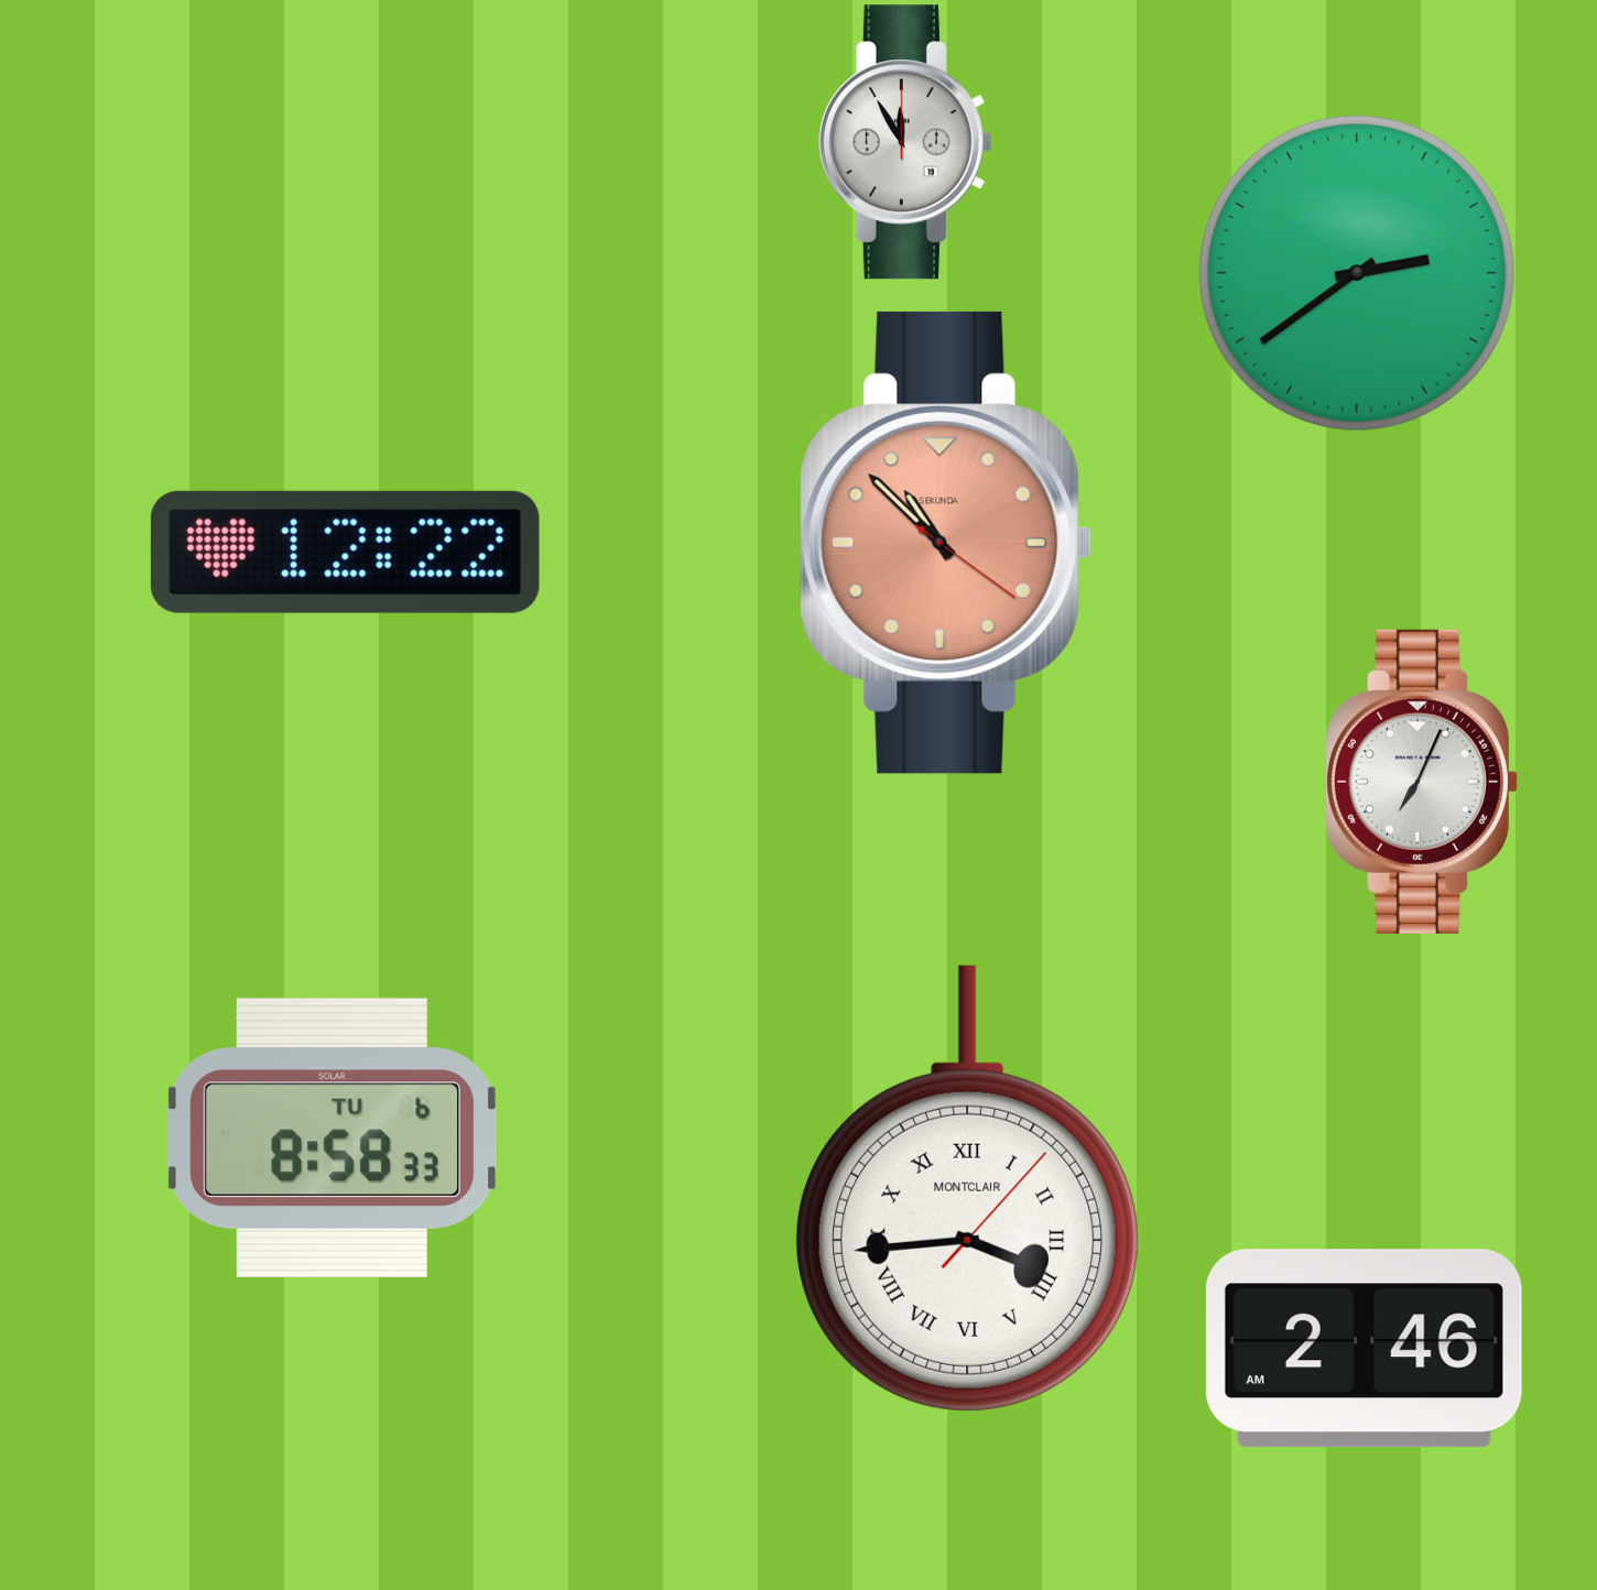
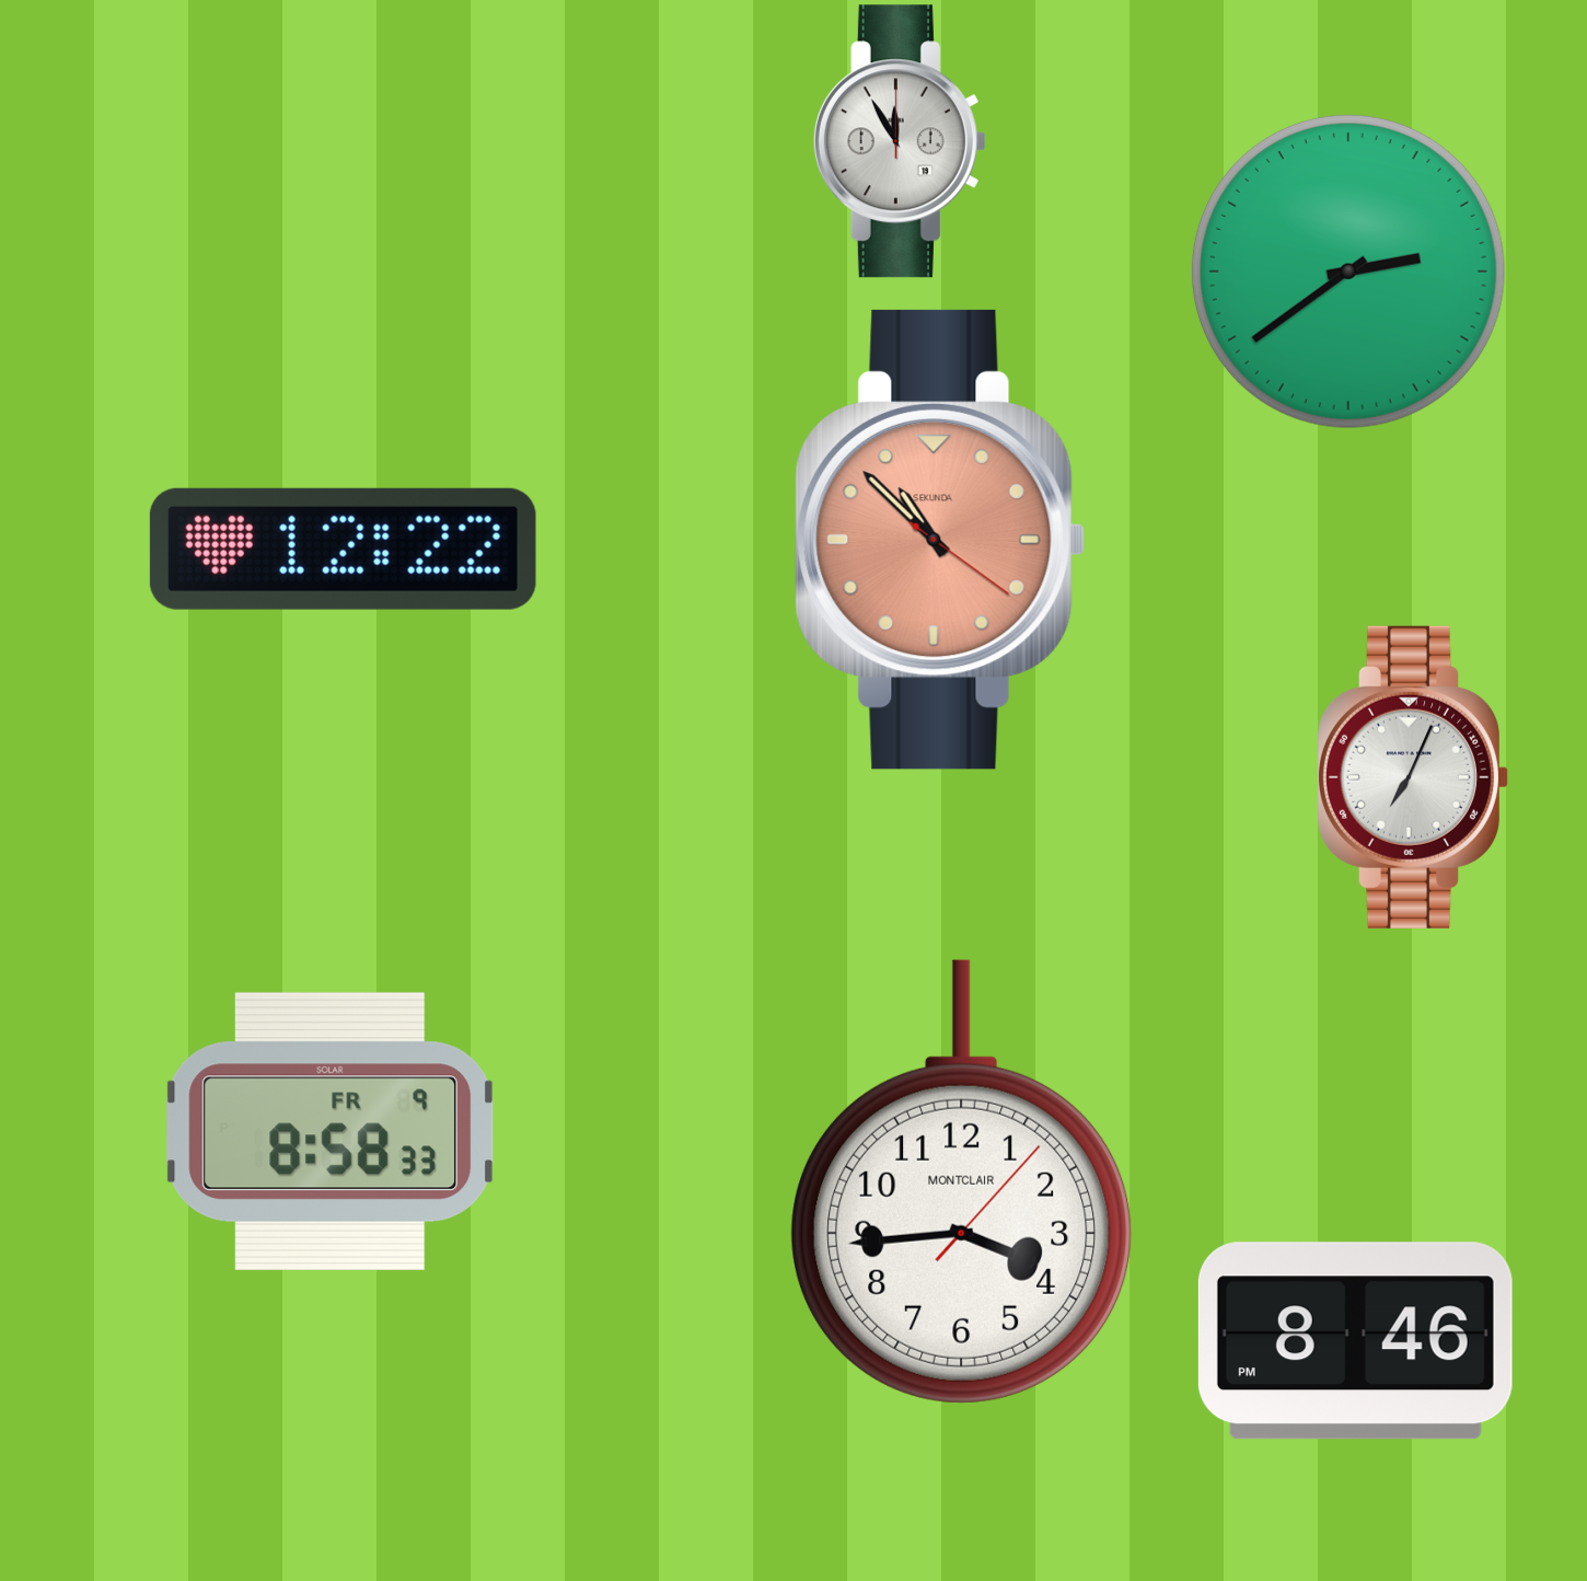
clock at (333, 1137) date: TU 6 -> FR 9
clock at (968, 1188) numerals: Roman -> Arabic
clock at (1364, 1349): 2:46 -> 8:46
